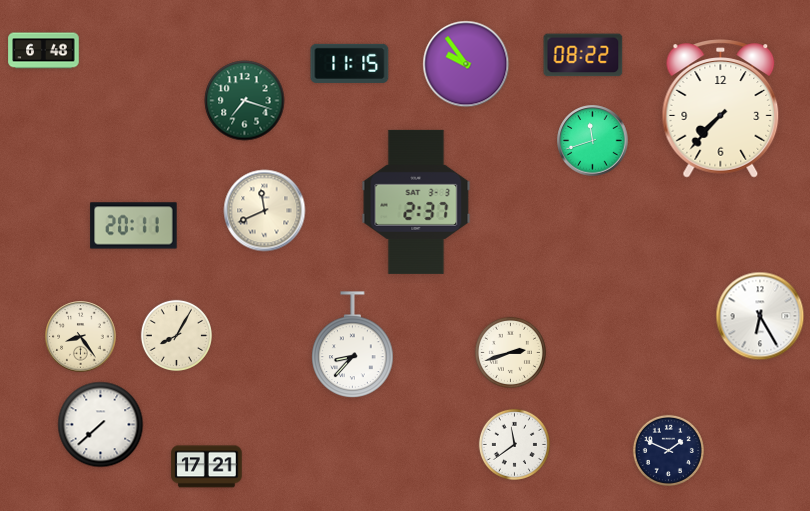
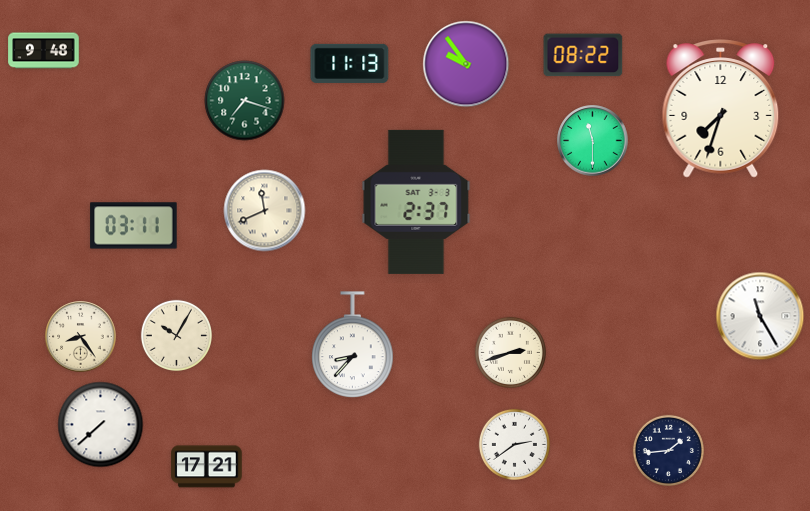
clock at (44, 51): 6:48 -> 9:48
clock at (350, 63): 11:15 -> 11:13
clock at (721, 109): 7:37 -> 7:33
clock at (593, 141): 11:42 -> 11:30
clock at (134, 226): 20:11 -> 03:11
clock at (760, 316): 6:25 -> 11:25
clock at (176, 335): 8:05 -> 10:05
clock at (514, 444): 11:39 -> 2:39
clock at (668, 450): 1:49 -> 1:44
